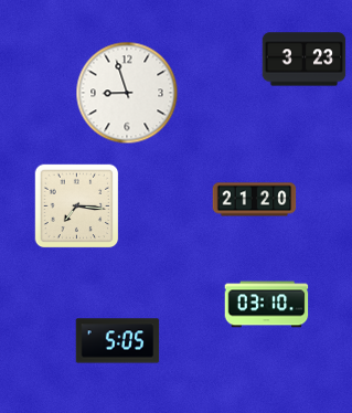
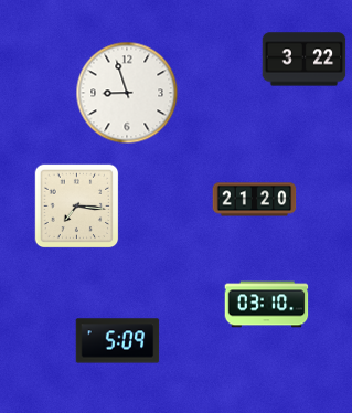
clock at (305, 60): 3:23 -> 3:22
clock at (118, 341): 5:05 -> 5:09
